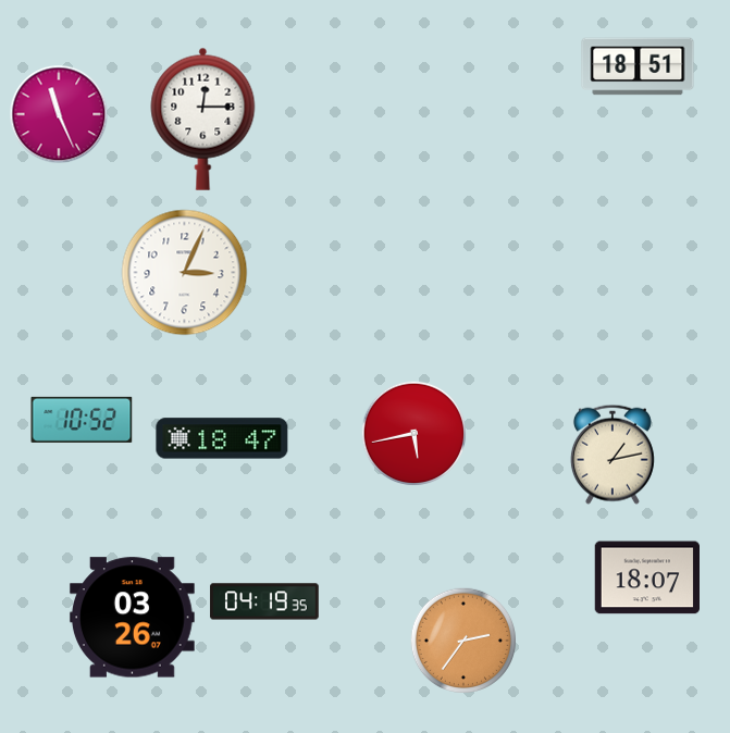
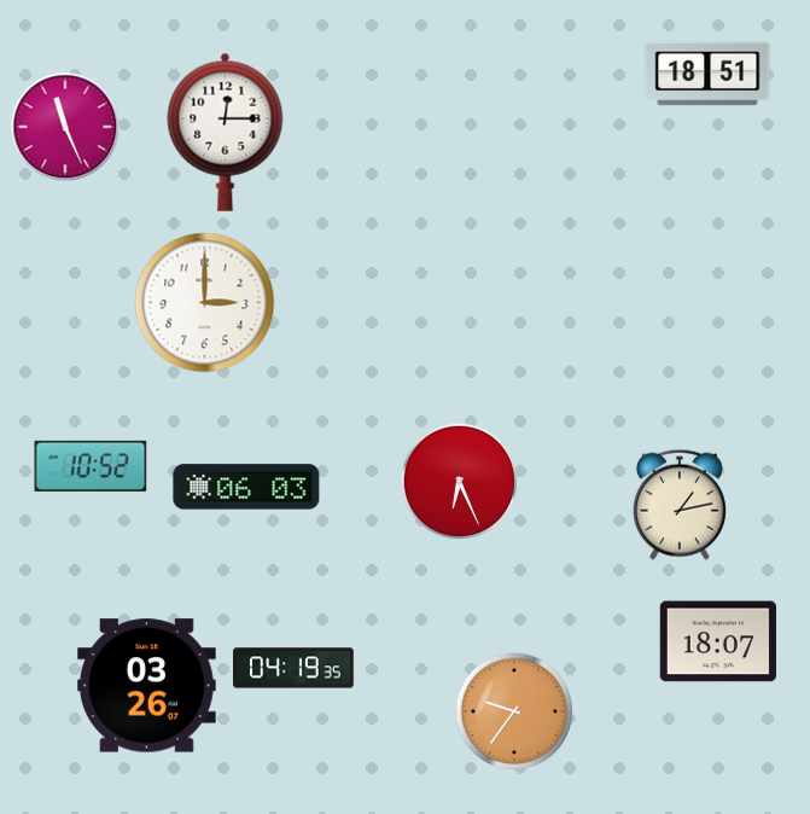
clock at (185, 273): 3:04 -> 3:00
clock at (415, 434): 5:43 -> 6:26
clock at (222, 438): 18:47 -> 06:03
clock at (462, 639): 2:36 -> 9:36
